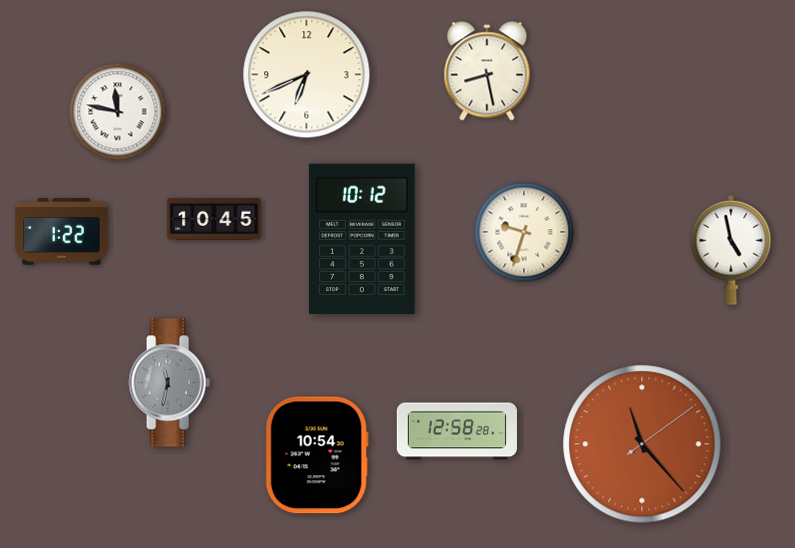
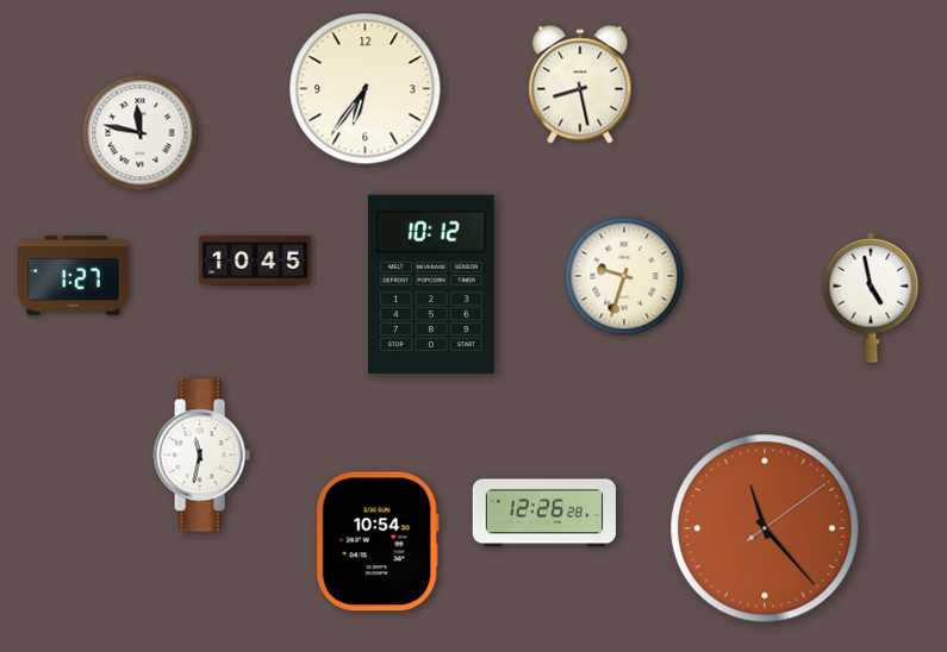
clock at (307, 75): 6:41 -> 6:36
clock at (62, 232): 1:22 -> 1:27
clock at (169, 383) dial: grey -> white
clock at (457, 431): 12:58 -> 12:26
